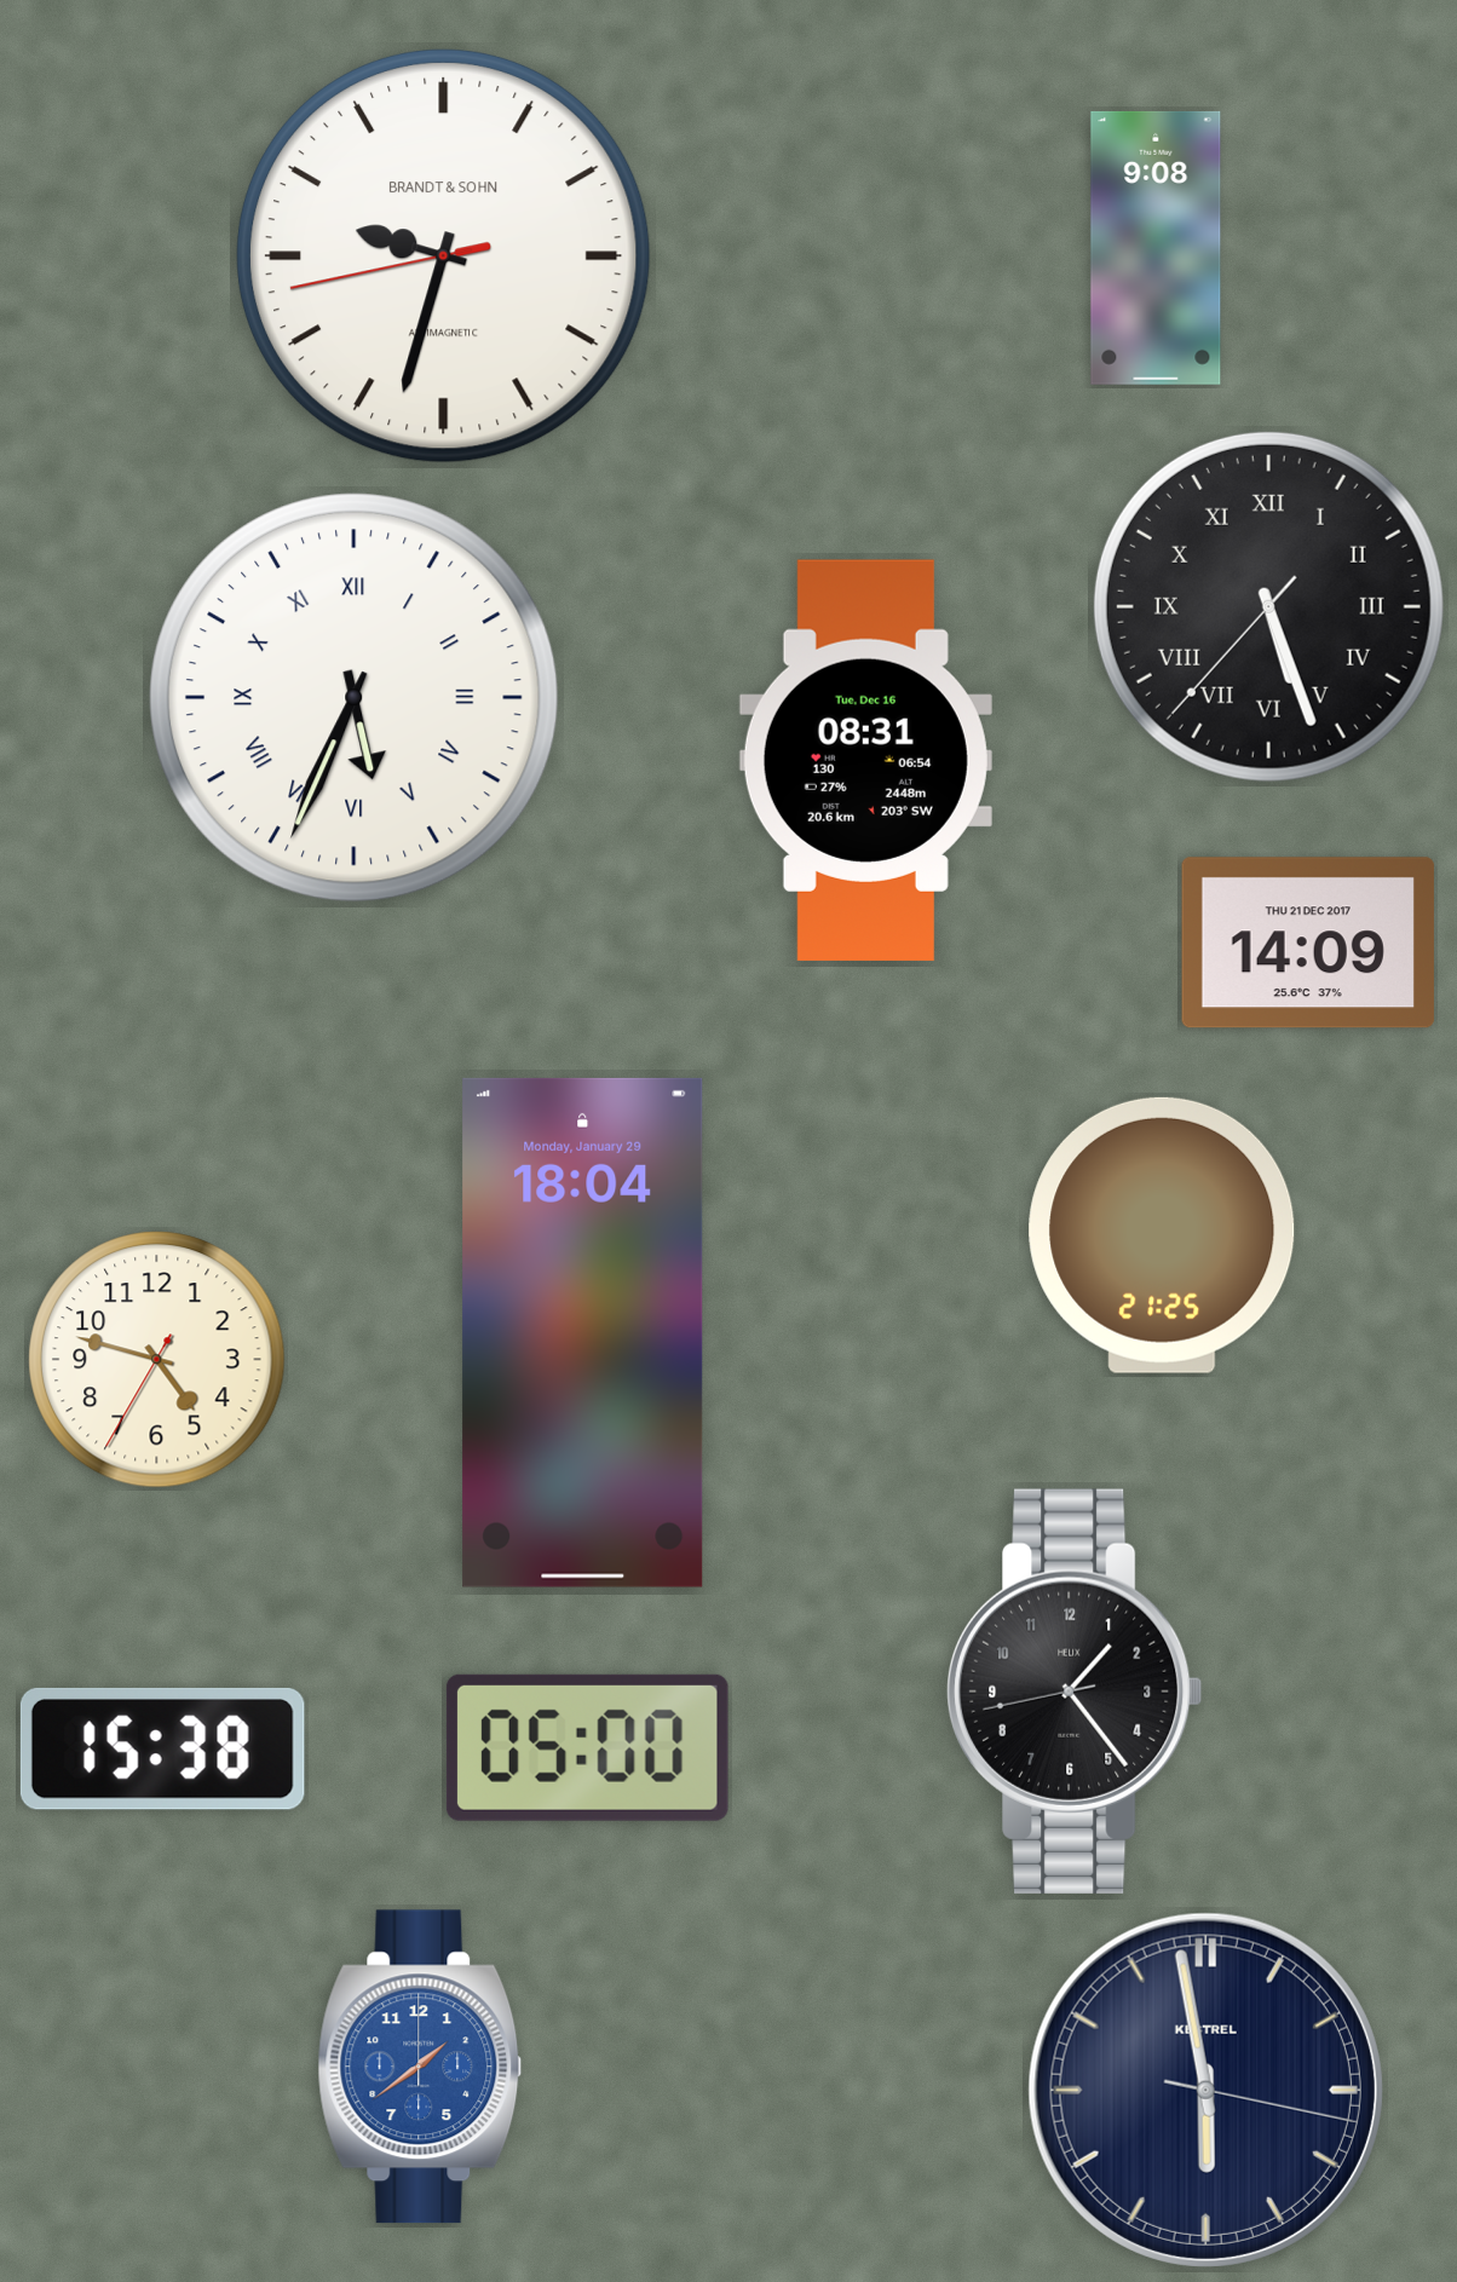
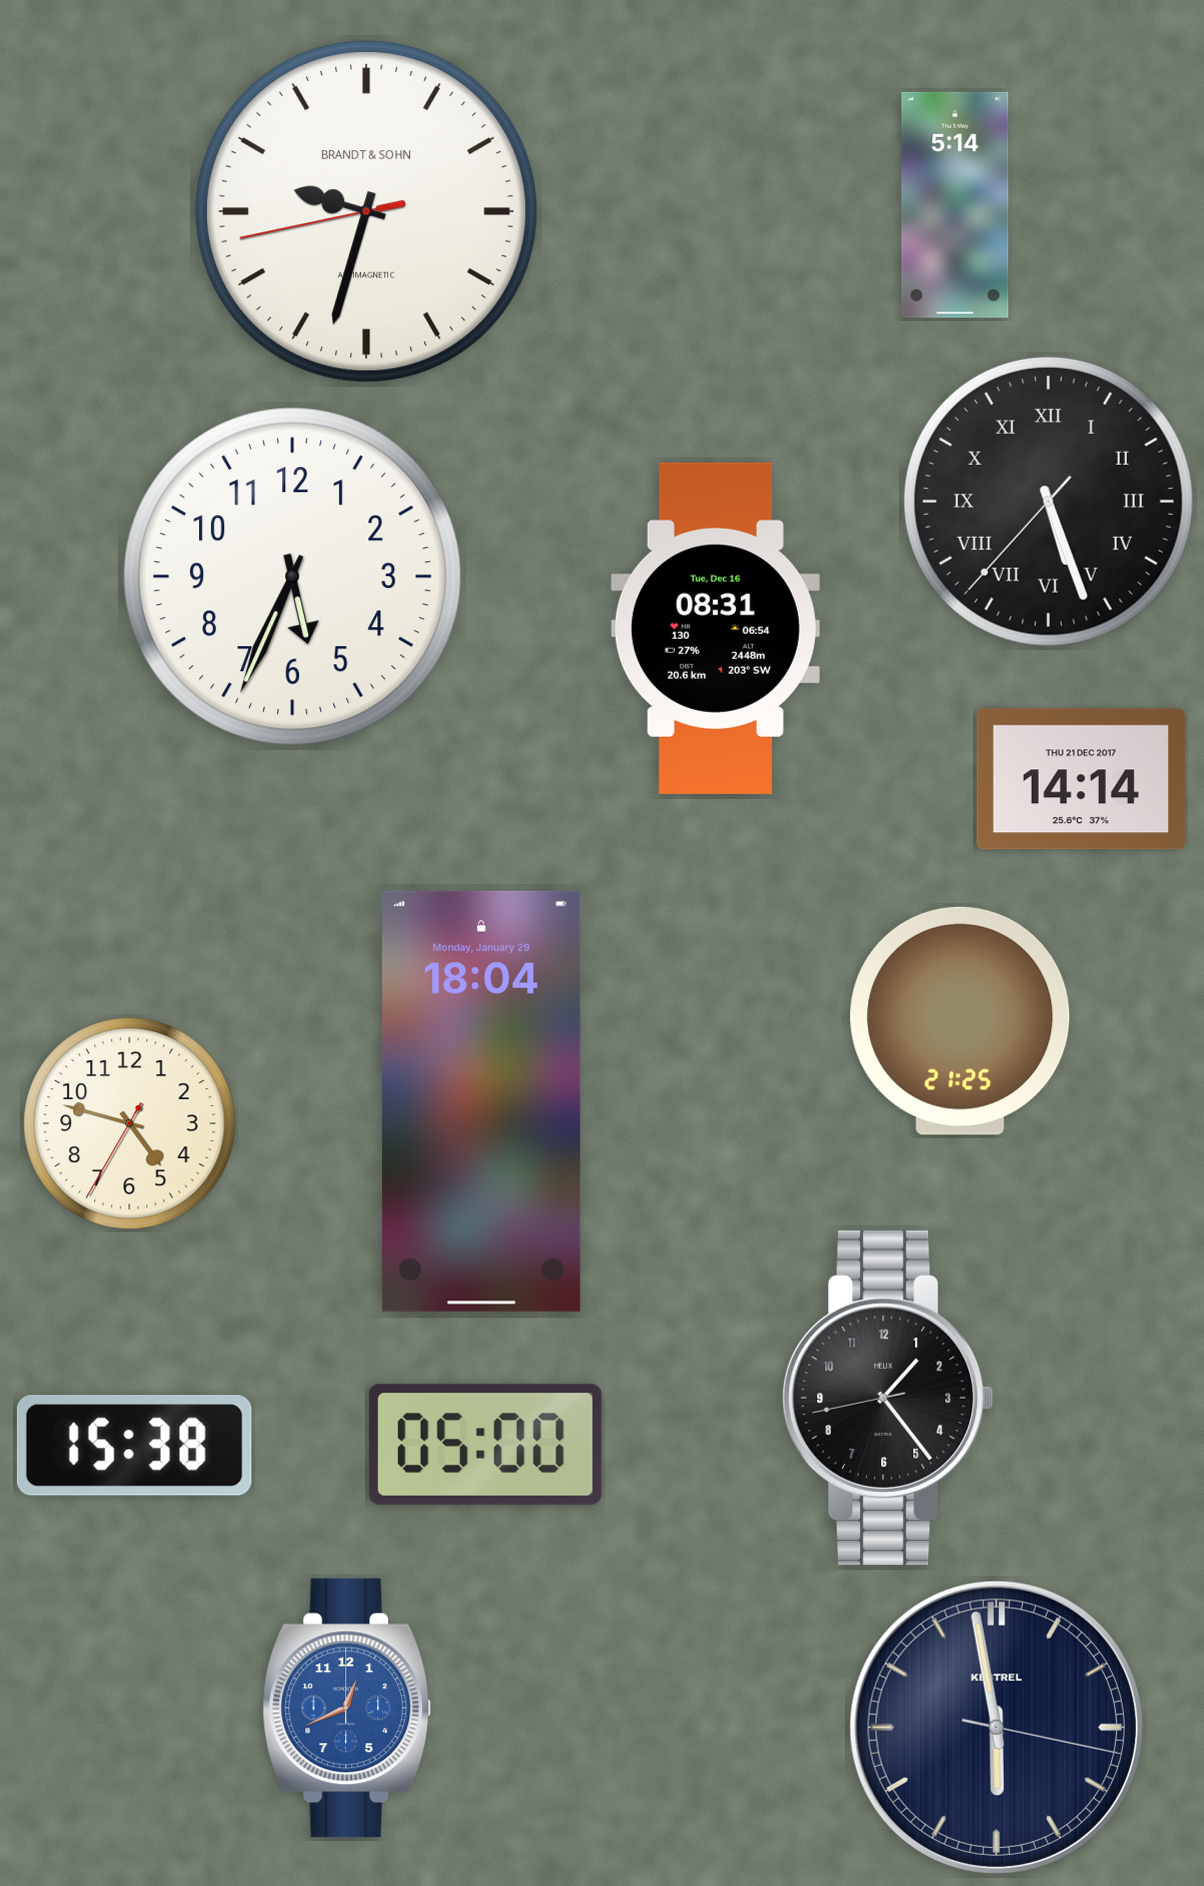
clock at (1156, 248): 9:08 -> 5:14
clock at (355, 698) numerals: Roman -> Arabic
clock at (1308, 943): 14:09 -> 14:14
clock at (420, 2067): 1:39 -> 12:41
